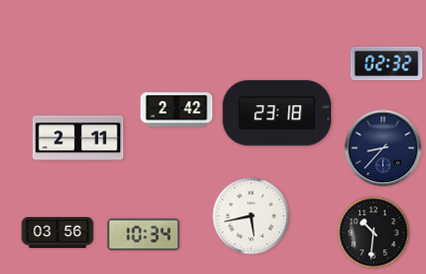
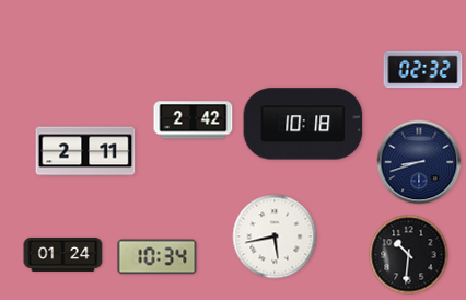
clock at (277, 113): 23:18 -> 10:18
clock at (383, 148): 8:37 -> 8:42
clock at (58, 232): 03:56 -> 01:24
